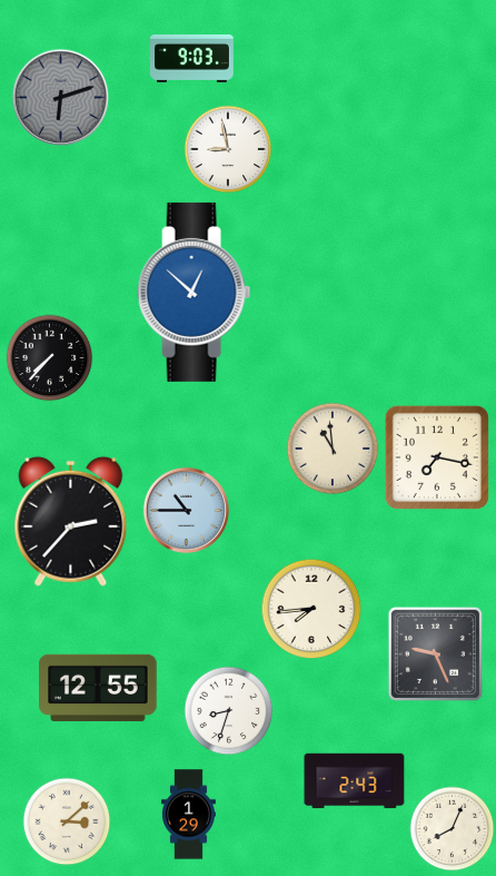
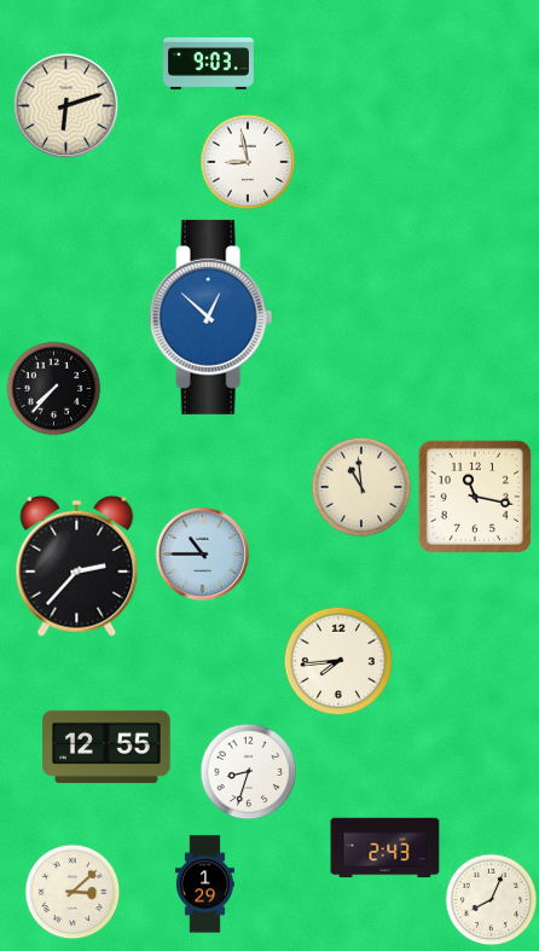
clock at (61, 98) dial: grey -> cream
clock at (437, 457): 7:17 -> 11:17
clock at (435, 653): 9:26 -> none
